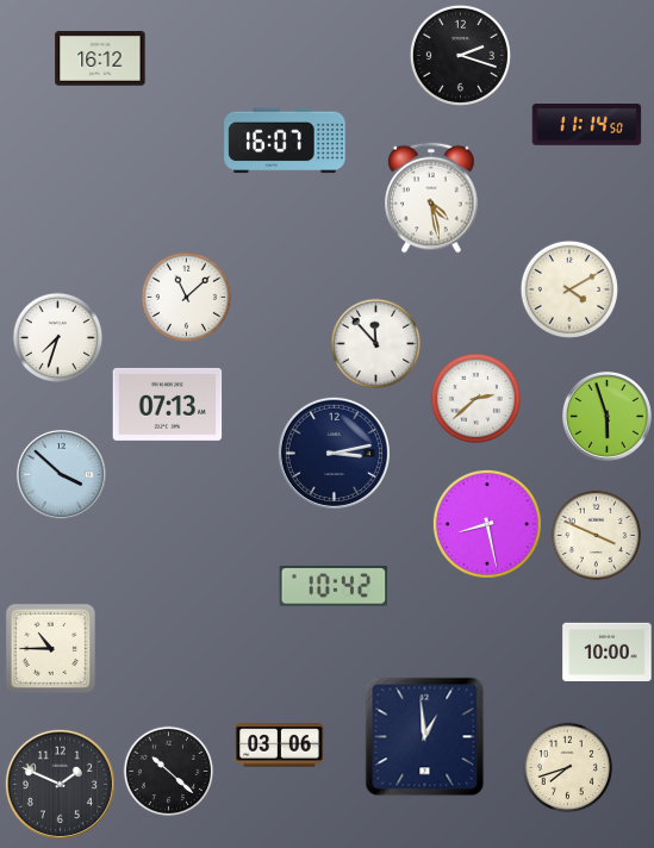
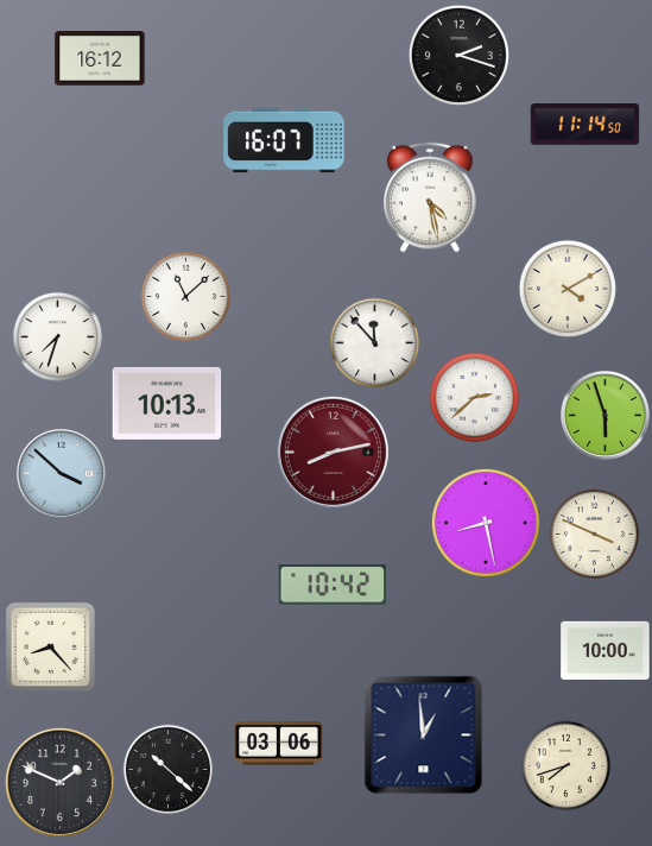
clock at (168, 404): 07:13 -> 10:13
clock at (334, 453): 3:13 -> 8:13
clock at (334, 453) dial: navy -> burgundy
clock at (50, 648): 10:45 -> 8:23
